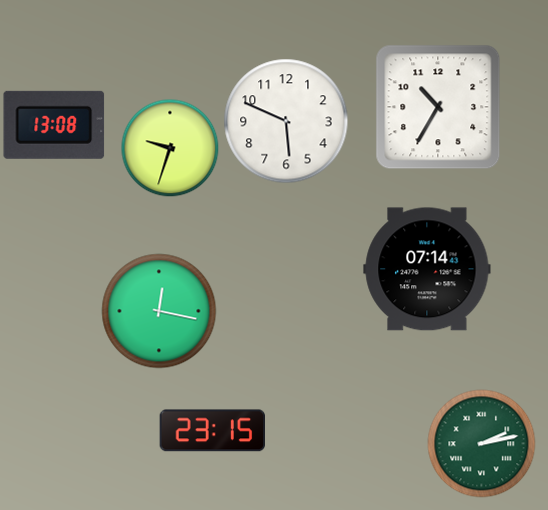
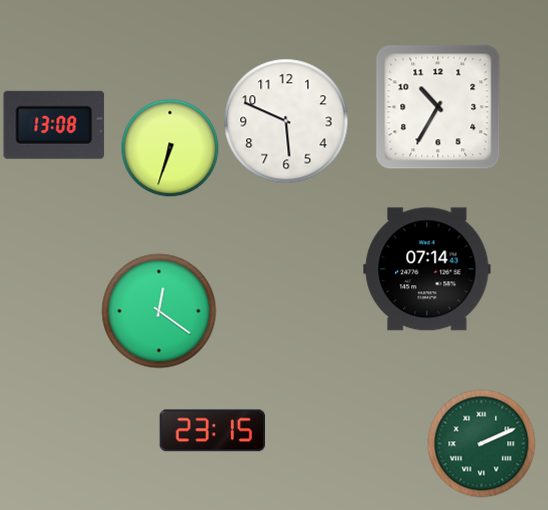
clock at (170, 148): 9:33 -> 6:33
clock at (159, 311): 12:17 -> 12:21
clock at (482, 444): 2:13 -> 2:11
